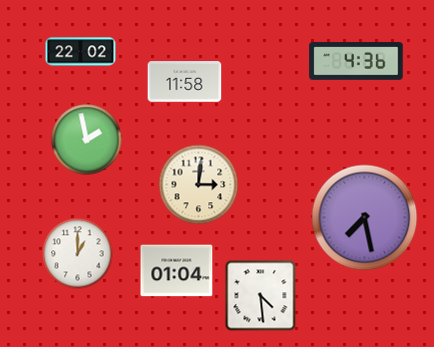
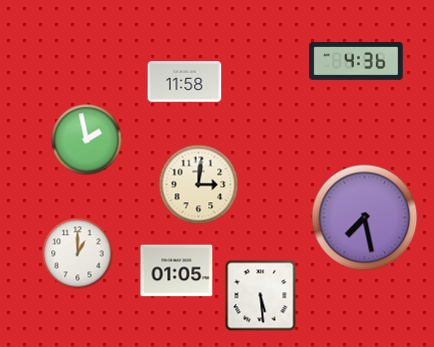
clock at (81, 52): 22:02 -> none
clock at (177, 271): 01:04 -> 01:05
clock at (261, 296): 4:29 -> 5:29
